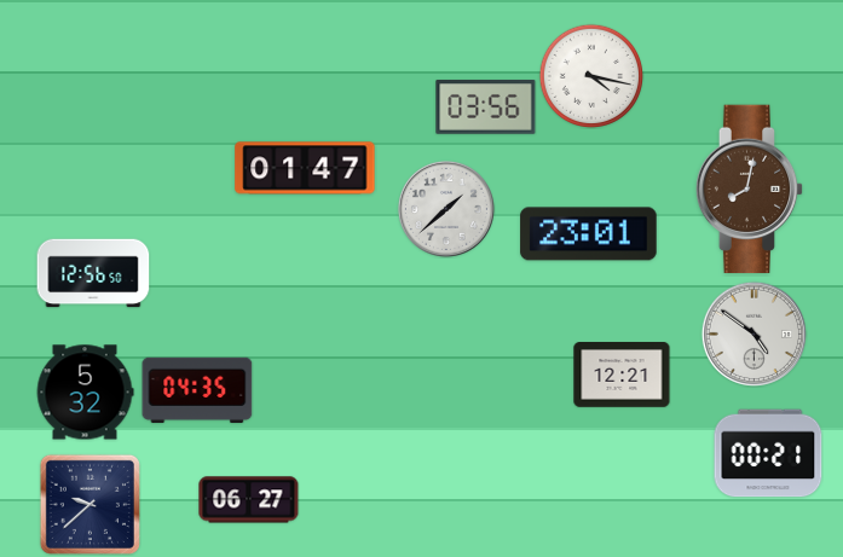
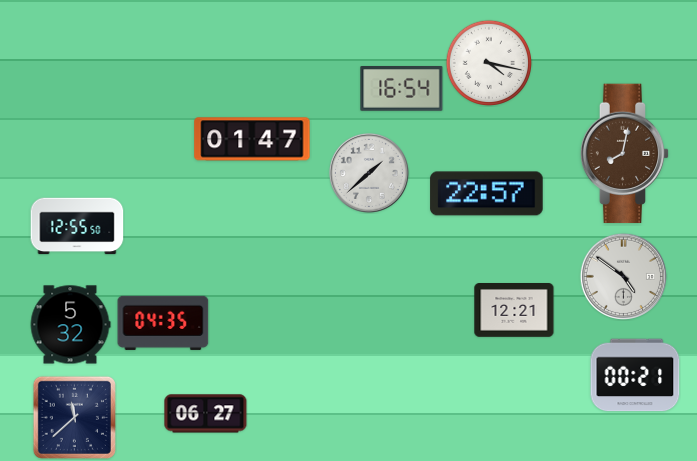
clock at (486, 108): 03:56 -> 16:54
clock at (750, 190) position: (750, 190) -> (625, 154)
clock at (589, 234): 23:01 -> 22:57
clock at (93, 273): 12:56 -> 12:55
clock at (90, 504): 9:38 -> 11:38
